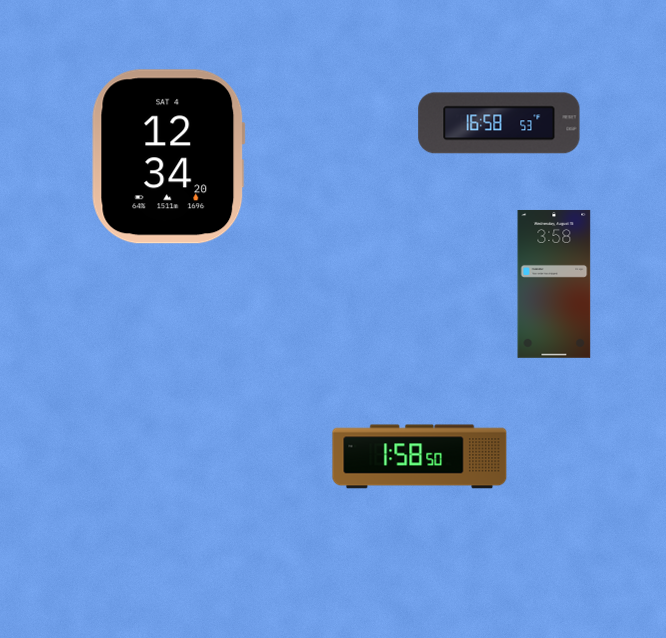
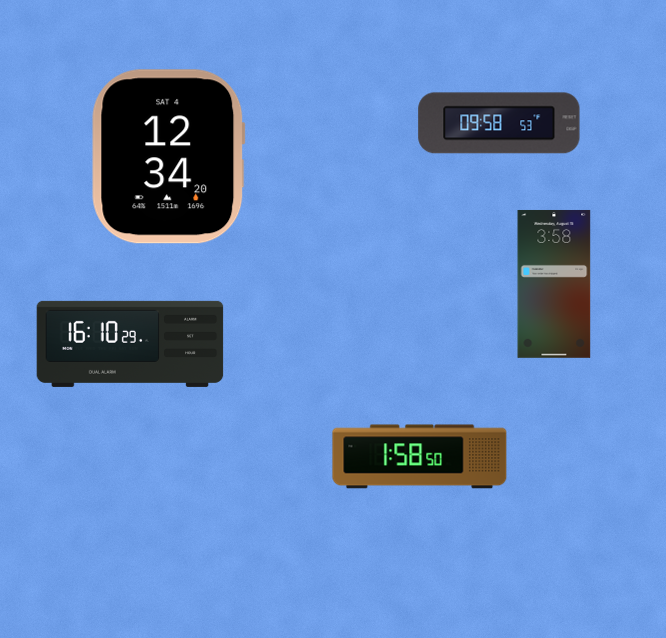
clock at (499, 123): 16:58 -> 09:58
clock at (130, 344): none -> 16:10
